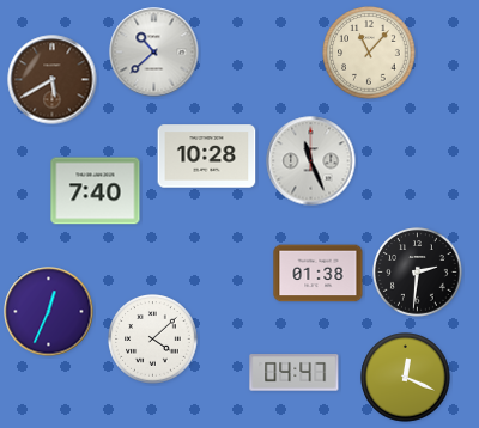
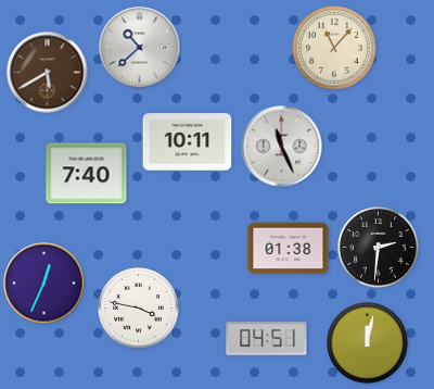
clock at (207, 157): 10:28 -> 10:11
clock at (153, 340): 4:08 -> 3:47
clock at (295, 373): 04:47 -> 04:51
clock at (406, 378): 12:19 -> 12:02
